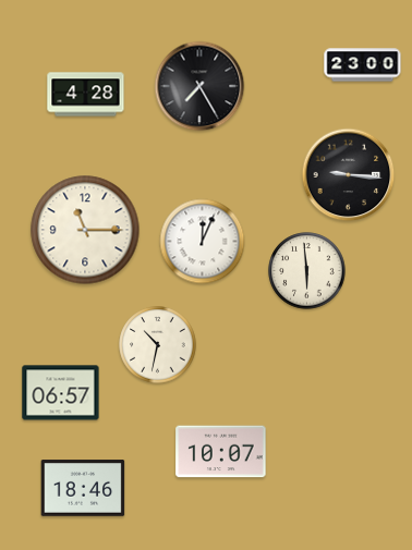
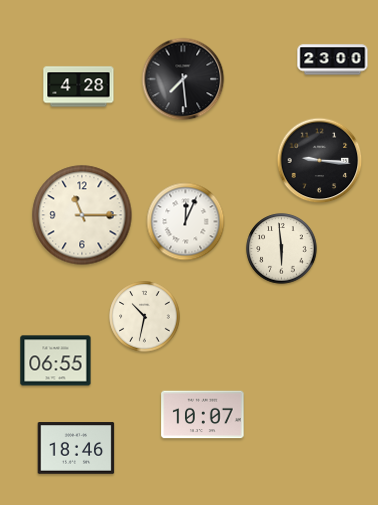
clock at (199, 86): 7:25 -> 7:29
clock at (85, 230) position: (85, 230) -> (82, 215)
clock at (61, 393): 06:57 -> 06:55
